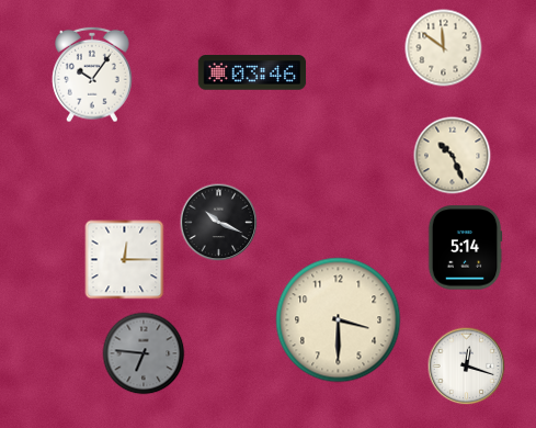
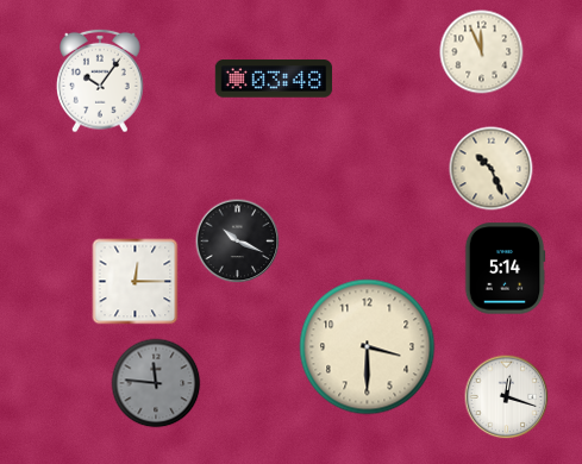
clock at (444, 48): 11:51 -> 11:56
clock at (252, 72): 03:46 -> 03:48
clock at (144, 353): 6:46 -> 11:46
